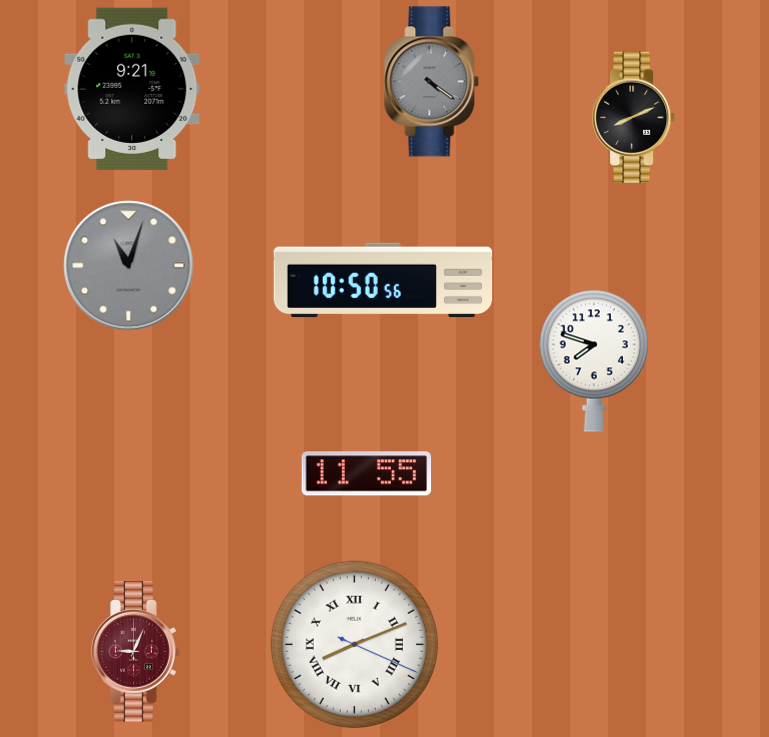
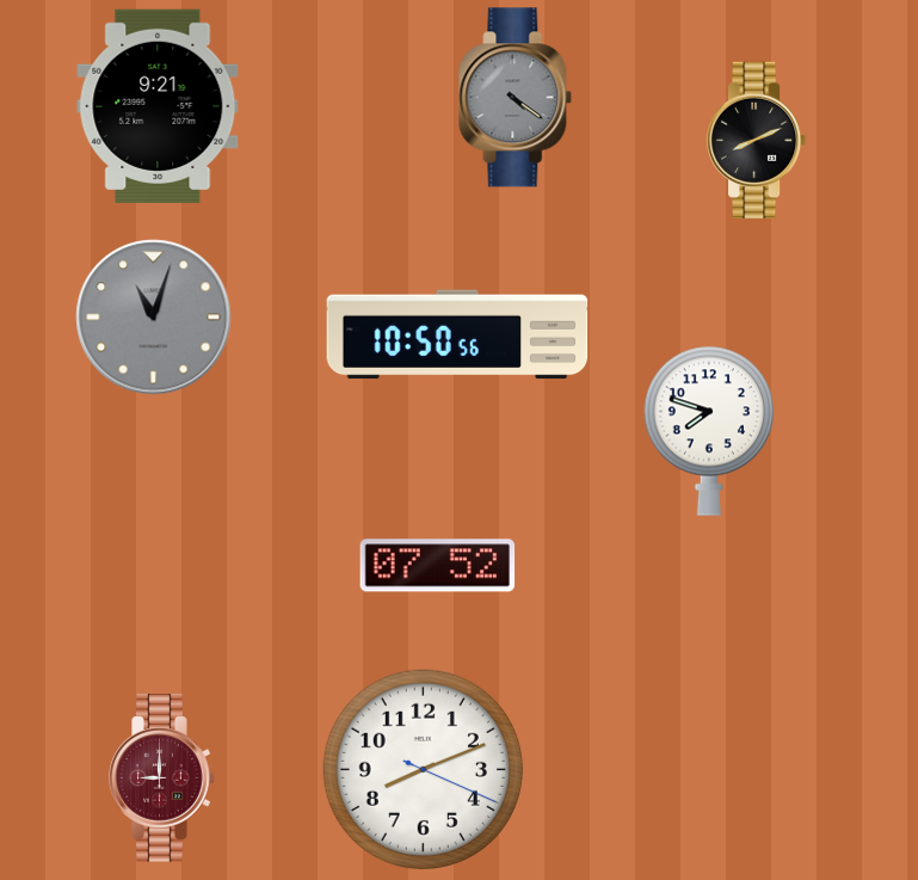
clock at (367, 474): 11:55 -> 07:52
clock at (354, 644) numerals: Roman -> Arabic
clock at (136, 652): 9:04 -> 9:00
